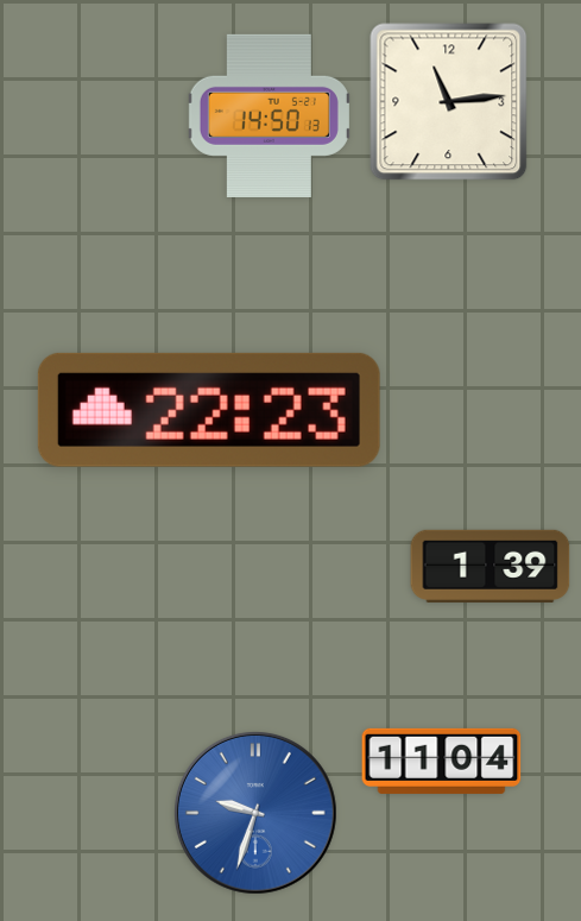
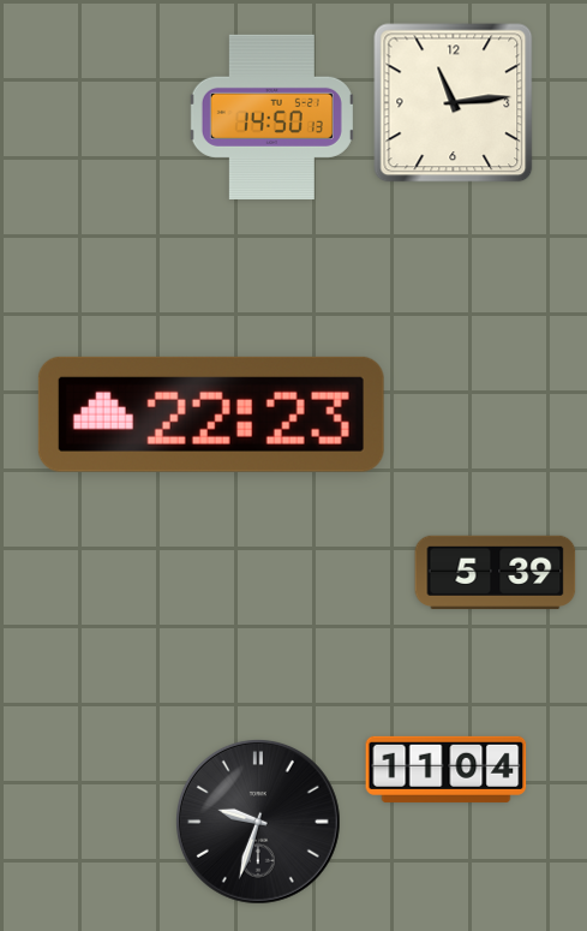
clock at (491, 566): 1:39 -> 5:39
clock at (255, 813) dial: blue -> black
